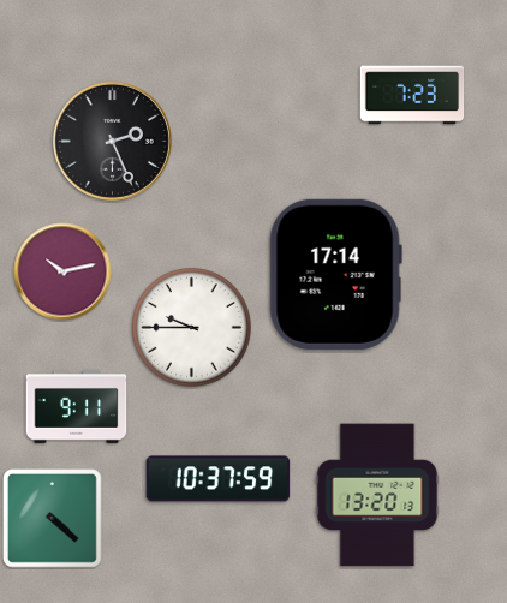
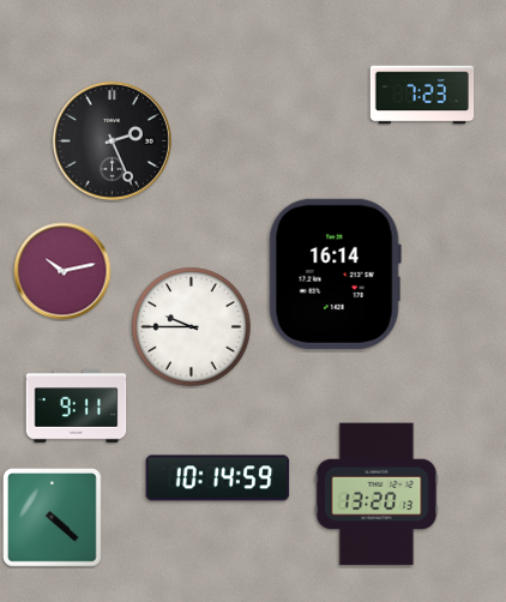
clock at (412, 95) position: (412, 95) -> (422, 95)
clock at (335, 274): 17:14 -> 16:14
clock at (219, 479): 10:37 -> 10:14
